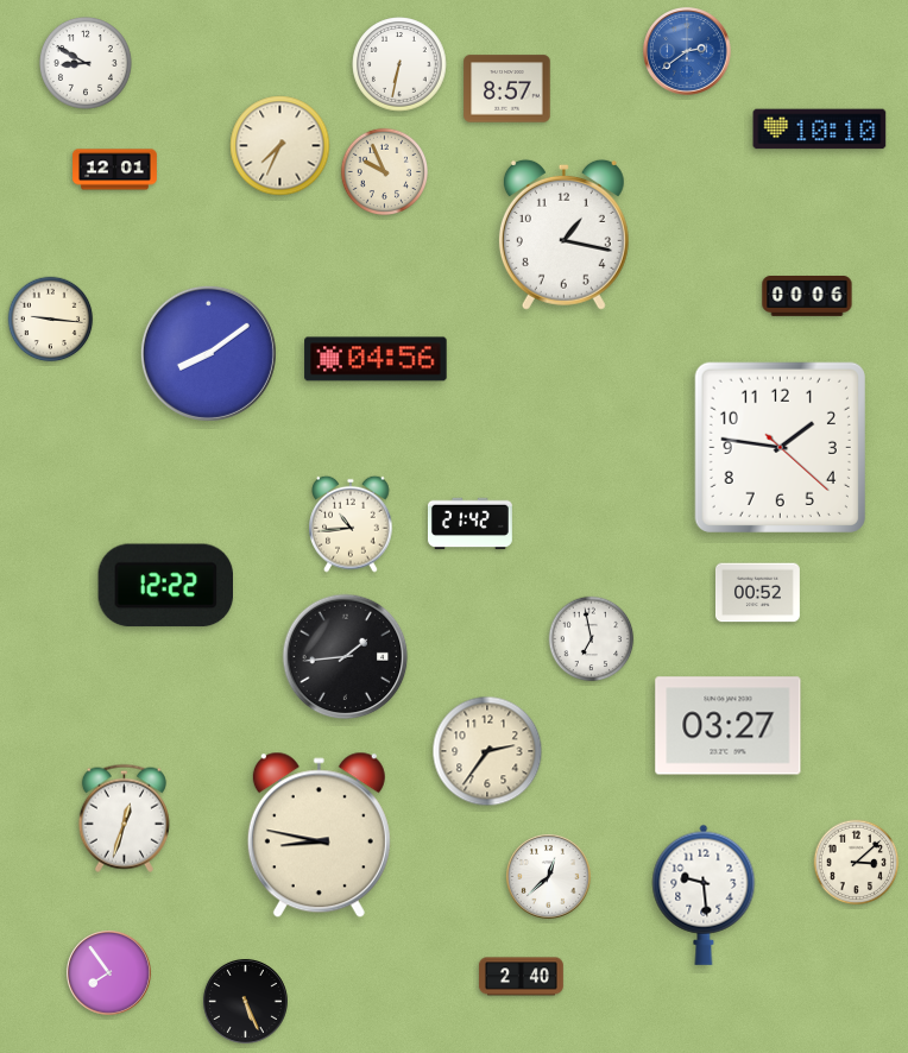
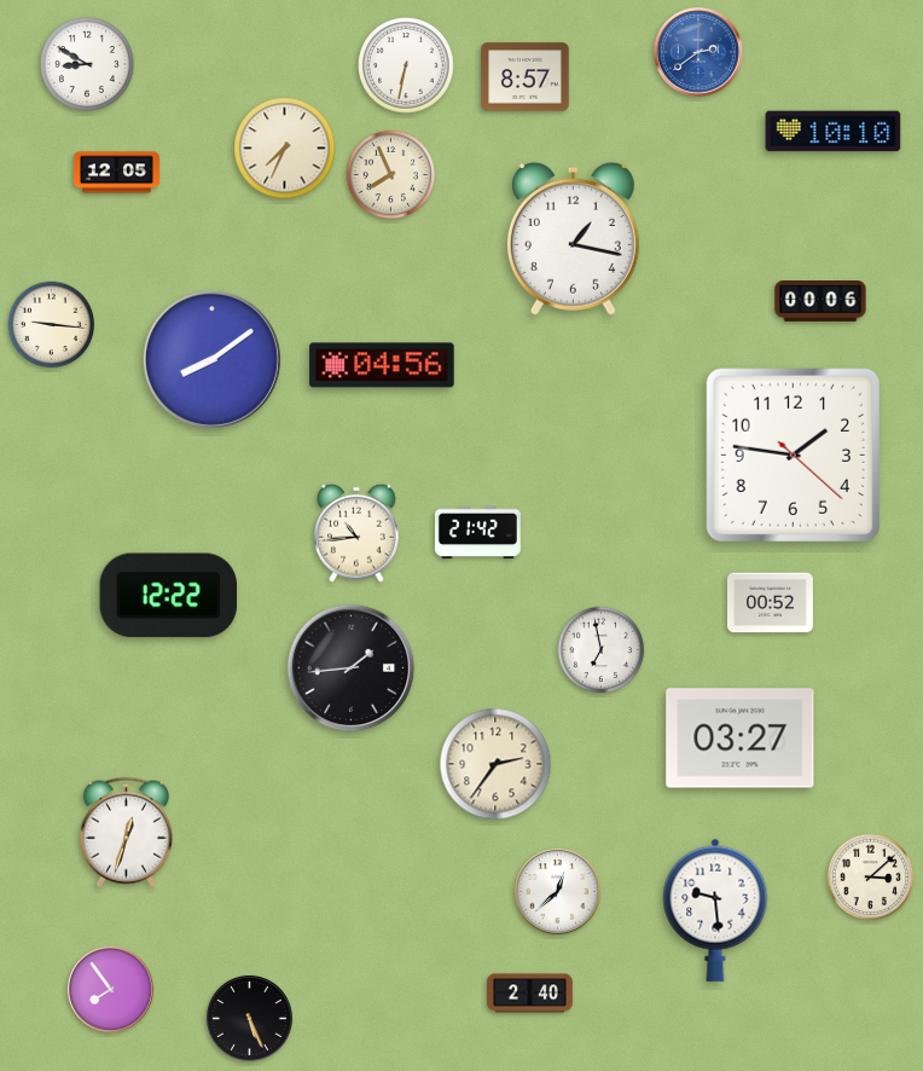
clock at (507, 89) position: (507, 89) -> (526, 77)
clock at (115, 170): 12:01 -> 12:05
clock at (384, 171): 9:56 -> 7:56
clock at (319, 836): 8:47 -> none
